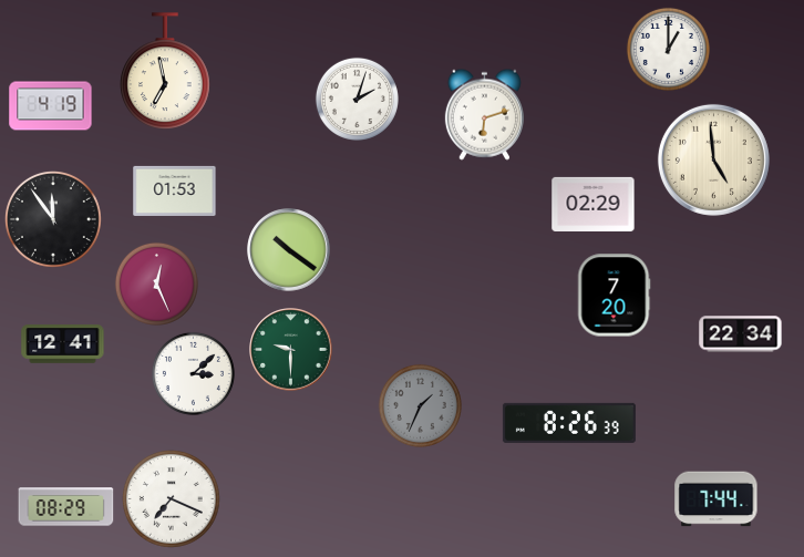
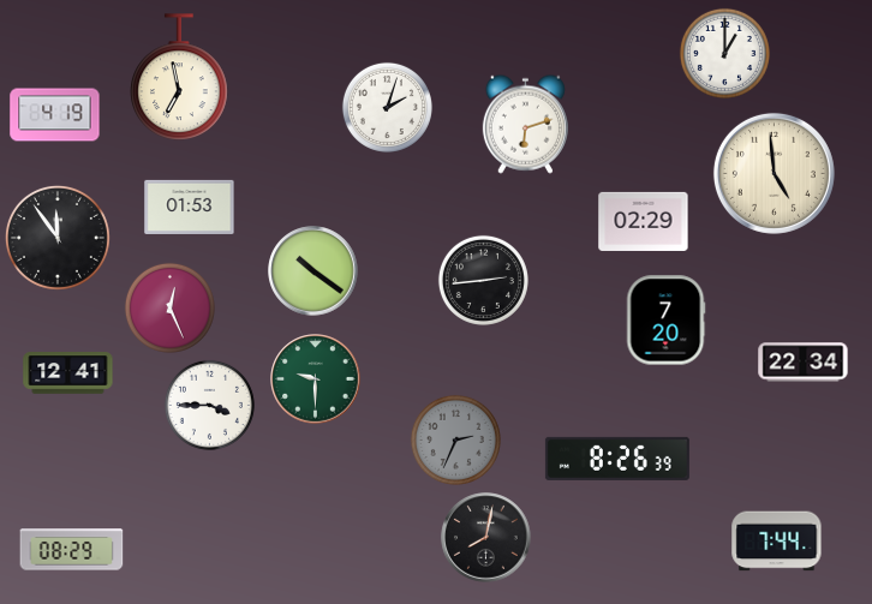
clock at (483, 280): none -> 2:44
clock at (193, 373): 3:08 -> 3:45
clock at (420, 405): 1:34 -> 2:34
clock at (486, 538): none -> 8:02
clock at (171, 498): 7:19 -> none
